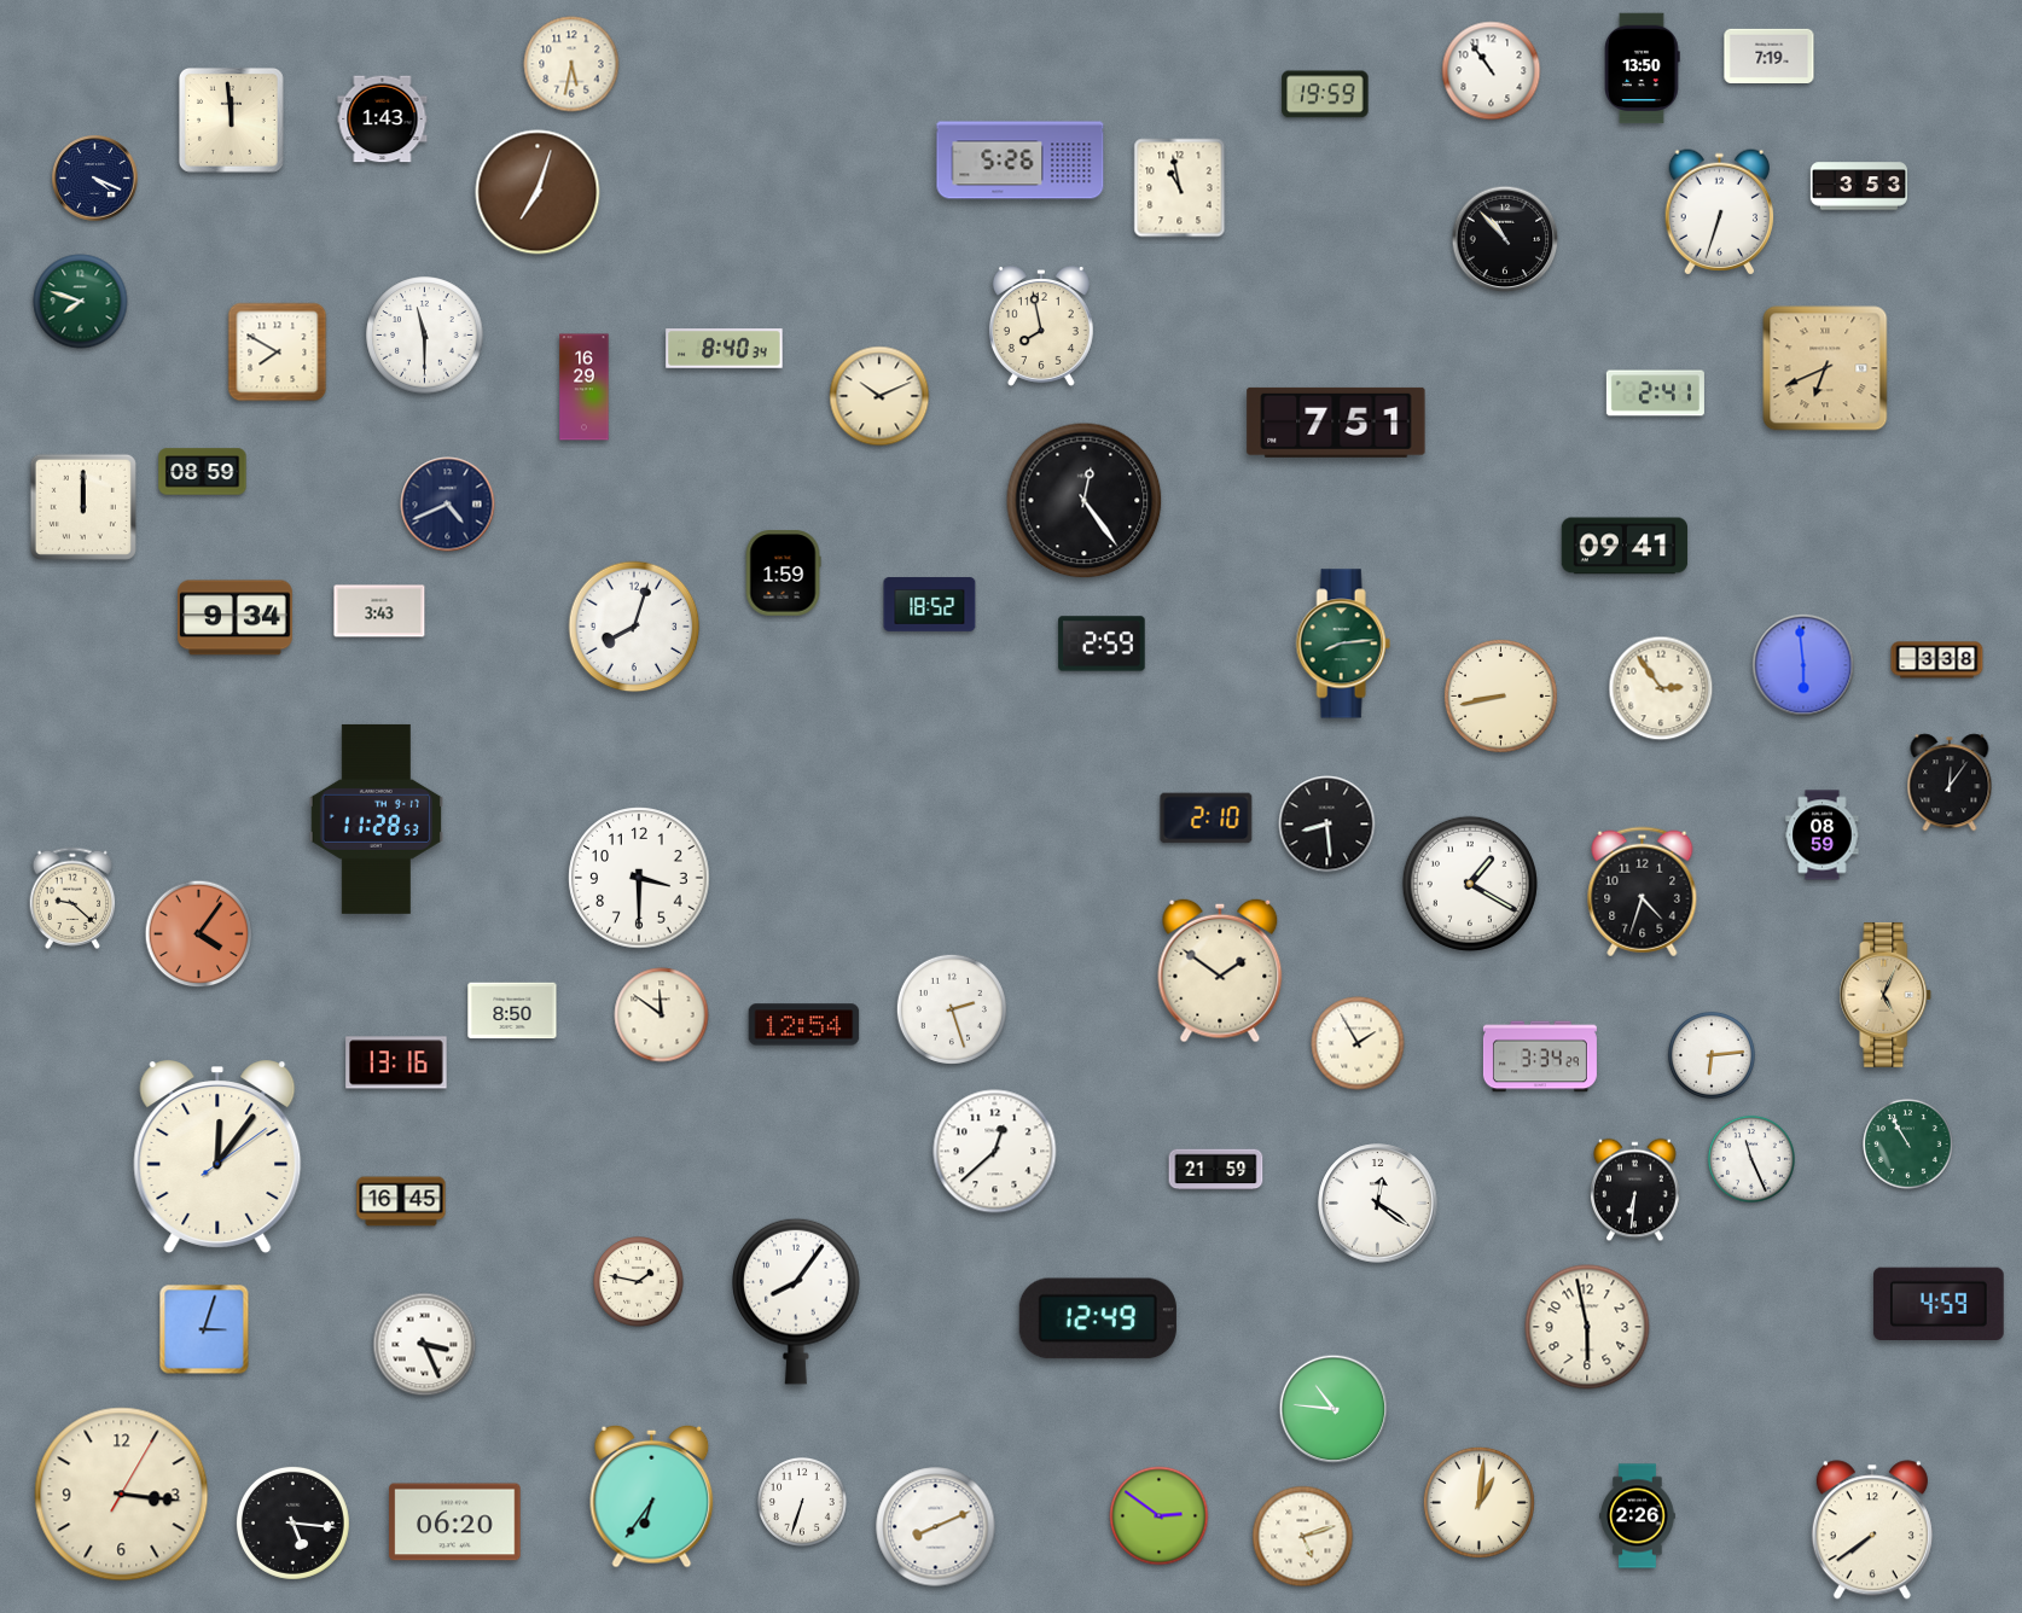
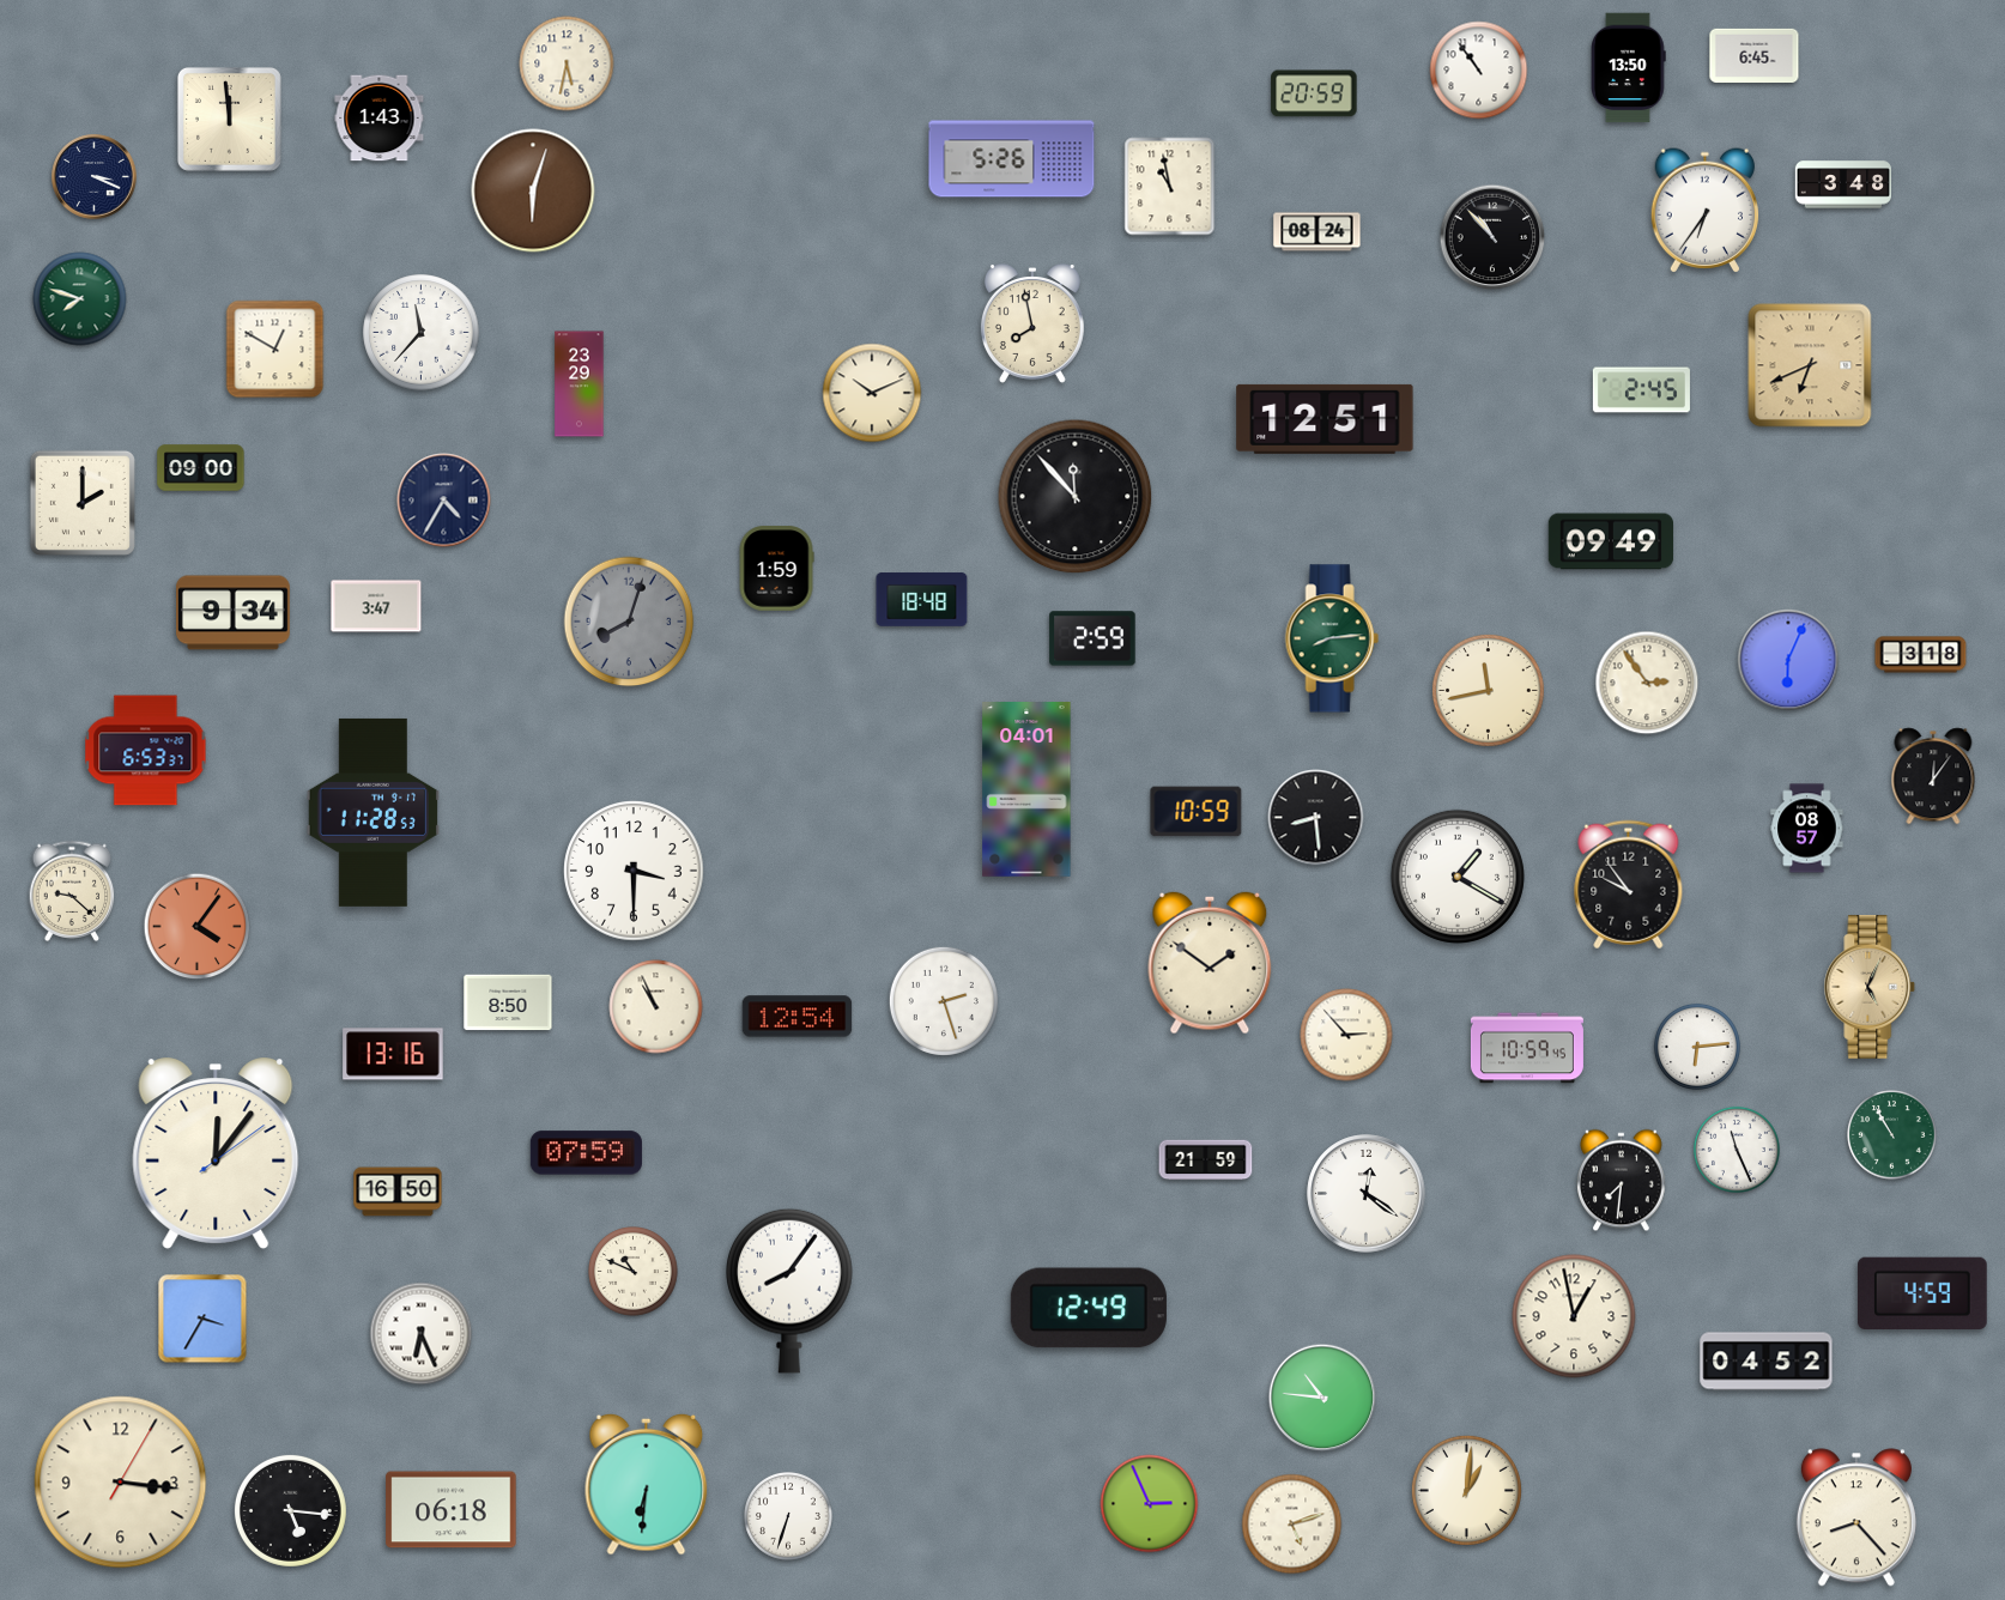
clock at (1770, 56): 7:19 -> 6:45
clock at (1325, 94): 19:59 -> 20:59
clock at (95, 179): 4:19 -> 3:19
clock at (1858, 186): 3:53 -> 3:48
clock at (538, 192): 7:03 -> 6:03
clock at (1720, 212): 6:33 -> 6:36
clock at (1318, 232): none -> 08:24
clock at (425, 336): 11:30 -> 11:37
clock at (725, 349): 8:40 -> none
clock at (278, 353): 7:50 -> 12:50
clock at (585, 388): 16:29 -> 23:29
clock at (1655, 394): 2:41 -> 2:45
clock at (1336, 423): 7:51 -> 12:51
clock at (203, 472): 08:59 -> 09:00
clock at (1085, 501): 12:24 -> 11:53
clock at (448, 505): 4:41 -> 4:35
clock at (83, 507): 12:00 -> 2:00
clock at (1625, 546): 09:41 -> 09:49
clock at (930, 605): 18:52 -> 18:48
clock at (379, 611): 3:43 -> 3:47
clock at (634, 627) dial: white -> grey
clock at (1937, 660): 3:38 -> 3:18
clock at (1803, 665): 5:59 -> 6:04
clock at (1500, 695): 8:43 -> 11:43
clock at (146, 751): none -> 6:53
clock at (1026, 789): none -> 04:01
clock at (1207, 819): 2:10 -> 10:59
clock at (1823, 835): 08:59 -> 08:57
clock at (1643, 892): 4:33 -> 9:54
clock at (662, 1015): 11:51 -> 10:56
clock at (1358, 1043): 1:55 -> 2:53
clock at (1540, 1056): 3:34 -> 10:59
clock at (995, 1152): 12:38 -> none
clock at (217, 1157) position: (217, 1157) -> (216, 1153)
clock at (586, 1153): none -> 07:59
clock at (1635, 1190): 6:31 -> 7:31
clock at (401, 1201): 16:45 -> 16:50
clock at (639, 1282): 1:47 -> 10:49
clock at (1587, 1327): 5:58 -> 12:58
clock at (204, 1329): 3:03 -> 3:35
clock at (425, 1345): 3:26 -> 6:26
clock at (1767, 1362): none -> 04:52
clock at (652, 1496): 6:36 -> 6:31
clock at (803, 1503) position: (803, 1503) -> (789, 1517)
clock at (1160, 1516): 2:51 -> 2:56
clock at (1638, 1516): 2:26 -> none
clock at (455, 1522): 06:20 -> 06:18
clock at (936, 1527): 8:11 -> none
clock at (1872, 1530): 7:39 -> 8:23
